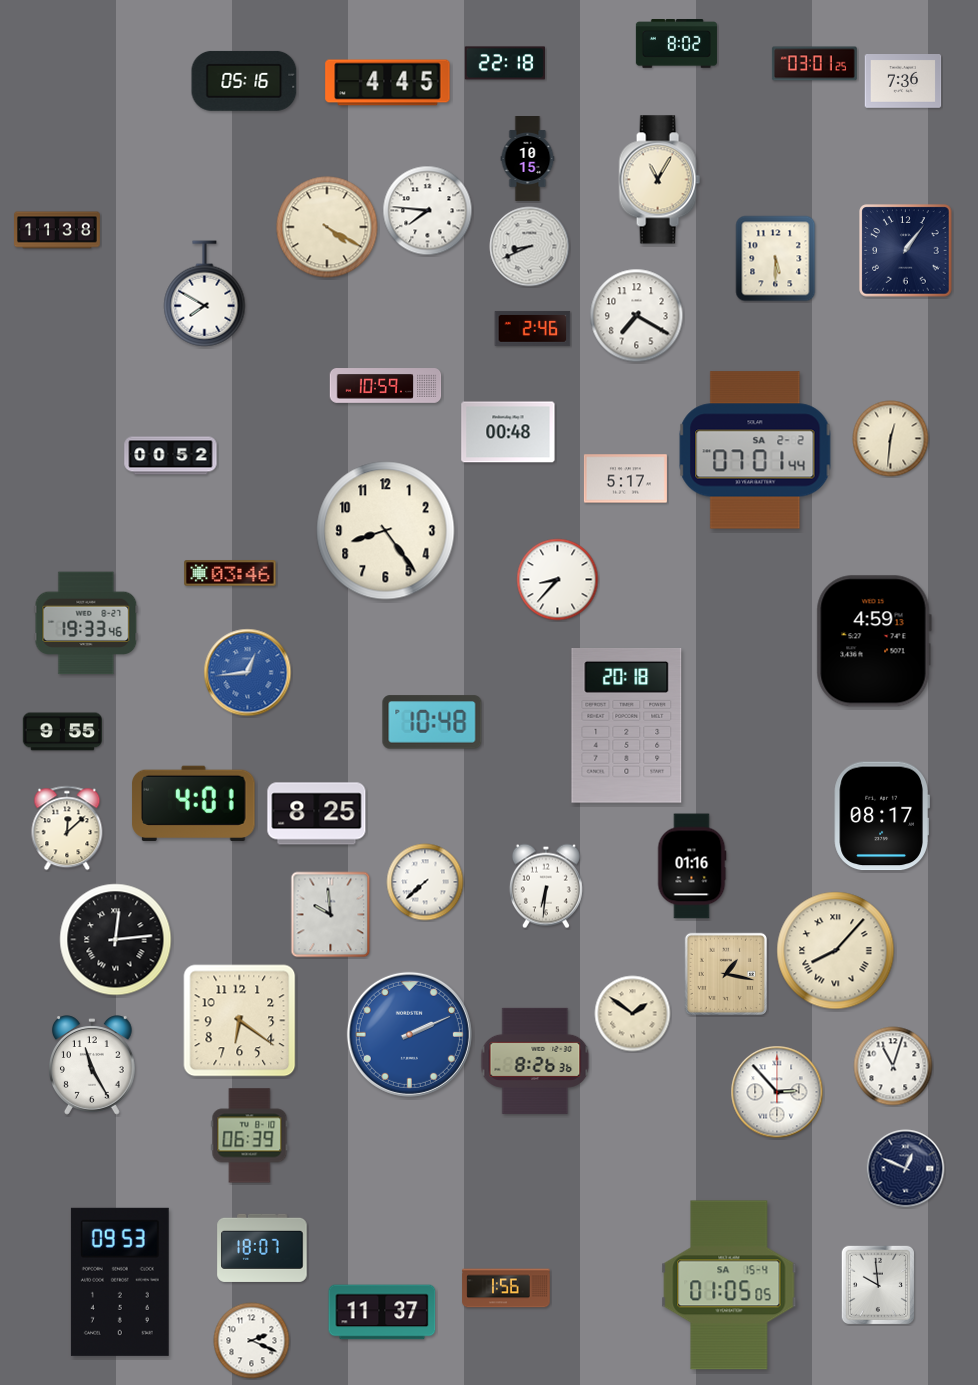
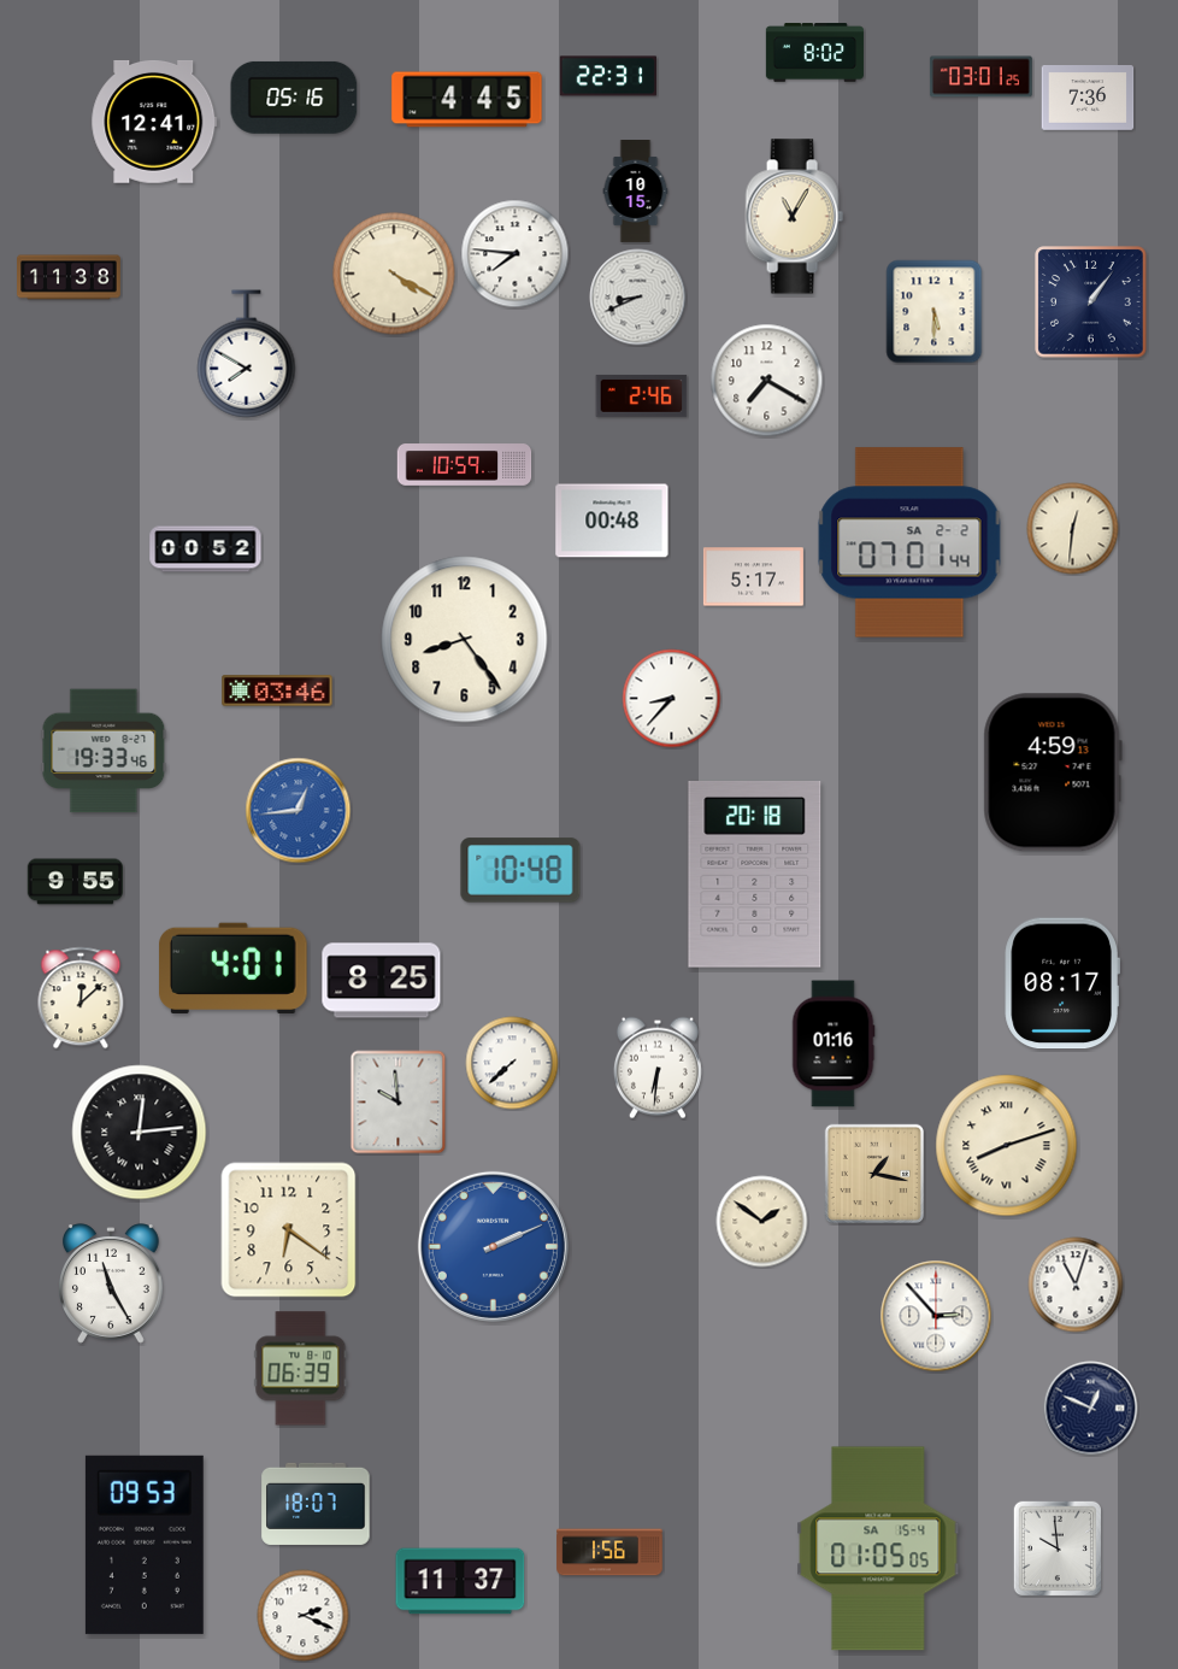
clock at (504, 63): 22:18 -> 22:31
clock at (154, 122): none -> 12:41
clock at (836, 951): 8:07 -> 8:12
clock at (535, 1061): 8:26 -> none
